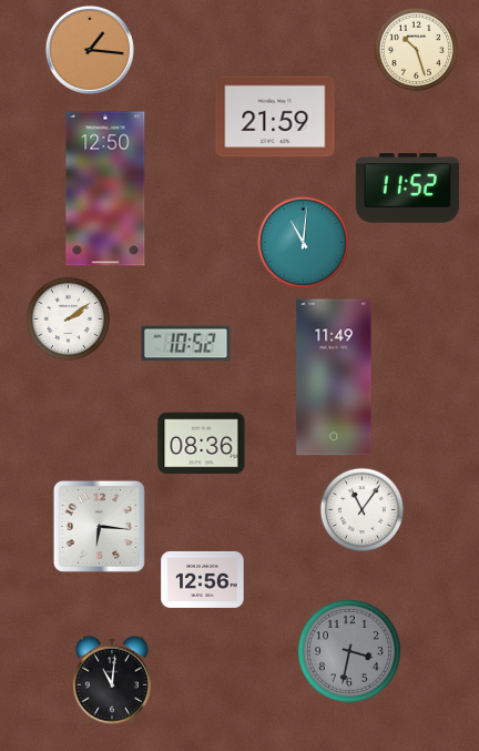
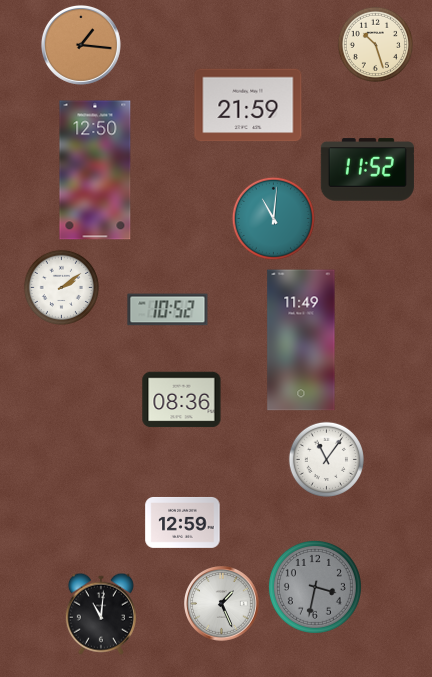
clock at (99, 526): 6:16 -> none
clock at (203, 579): 12:56 -> 12:59
clock at (222, 604): none -> 1:26
